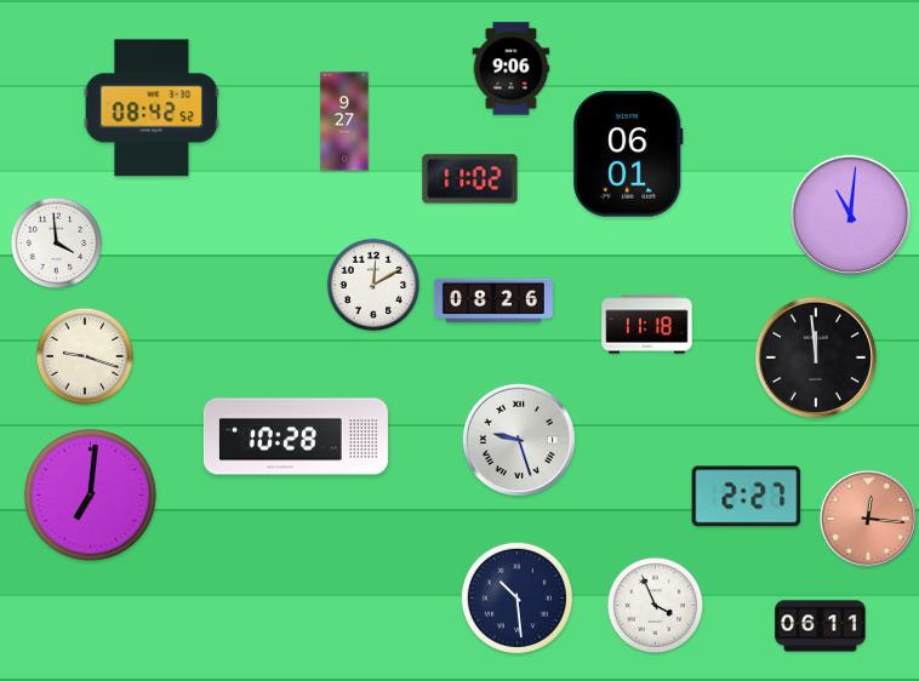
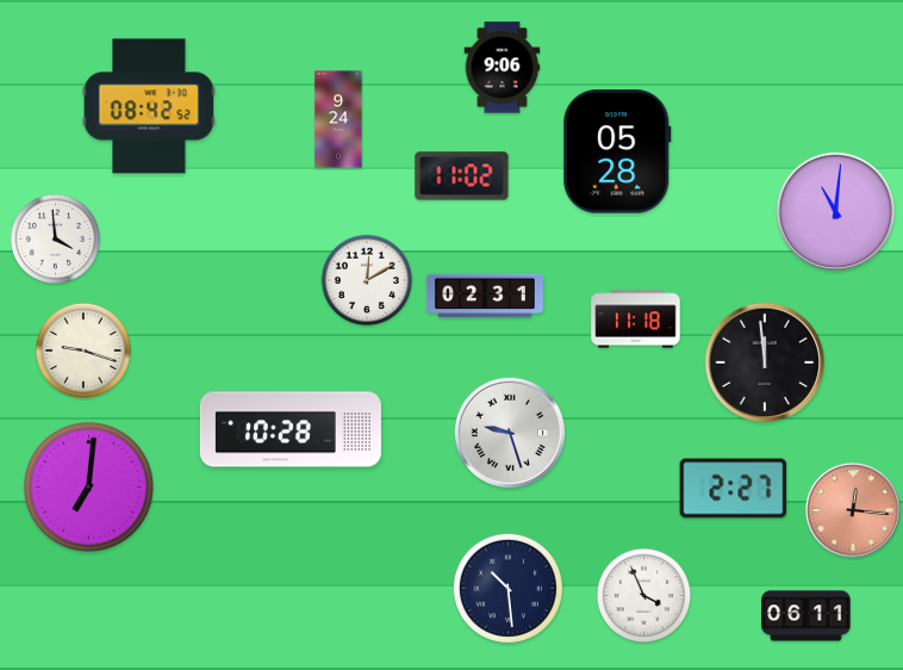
clock at (344, 121): 9:27 -> 9:24
clock at (628, 154): 06:01 -> 05:28
clock at (493, 301): 08:26 -> 02:31
clock at (815, 356) position: (815, 356) -> (764, 361)
